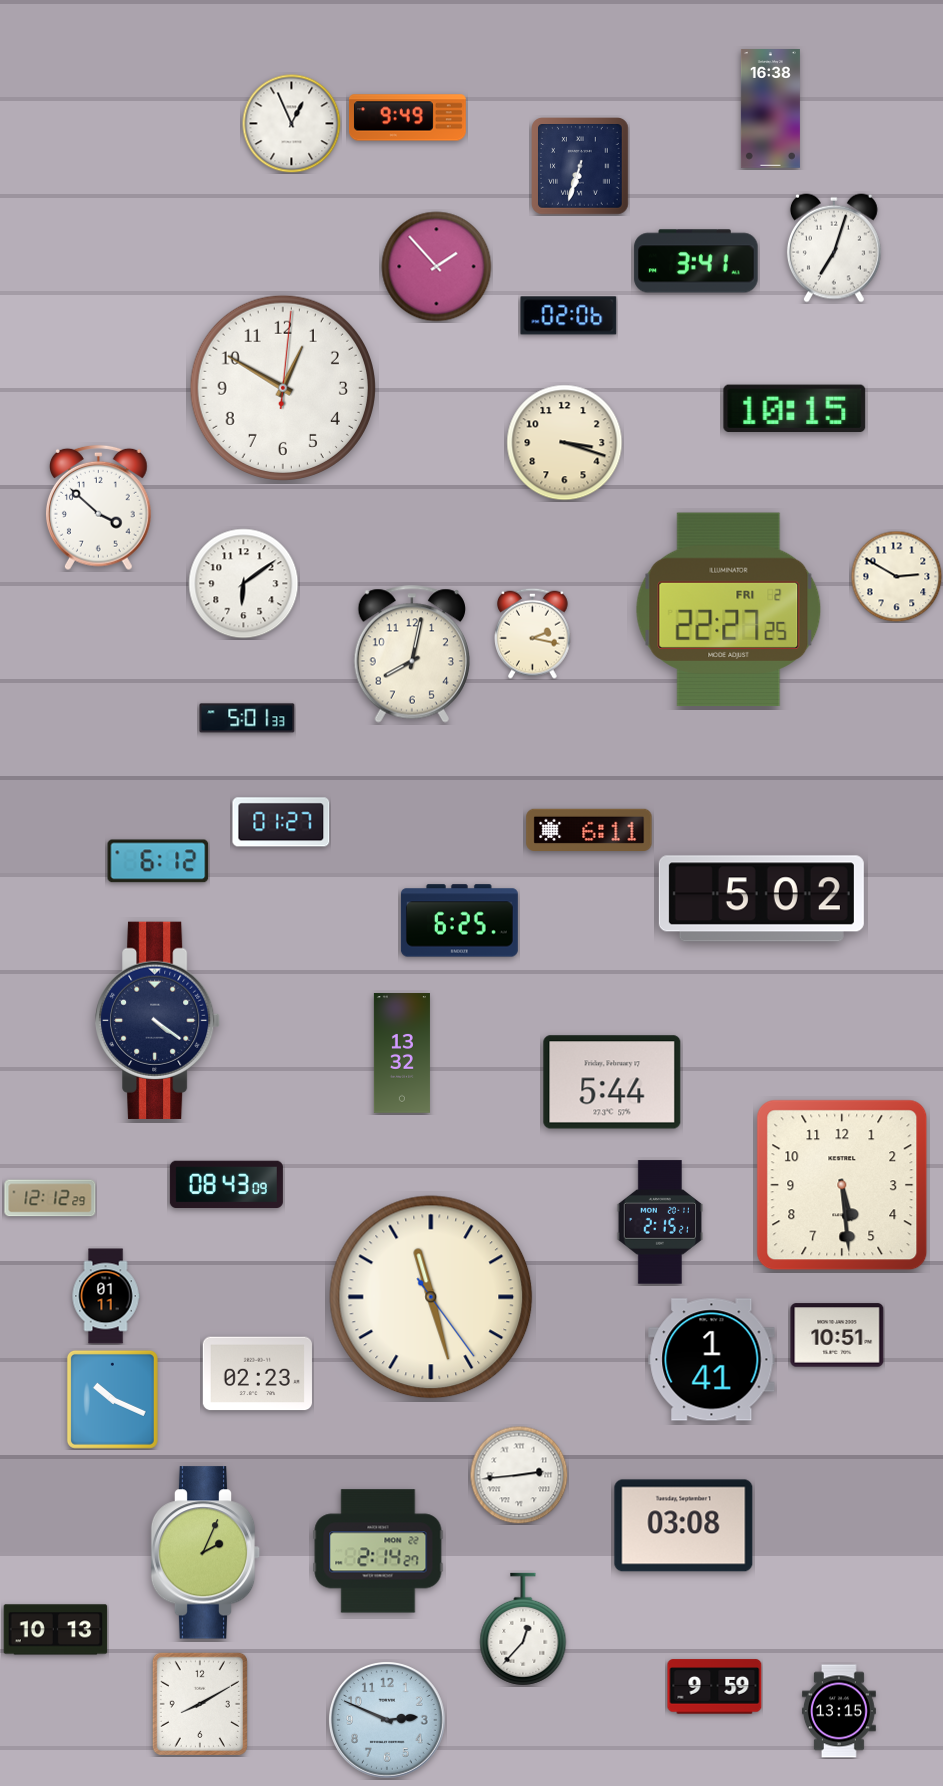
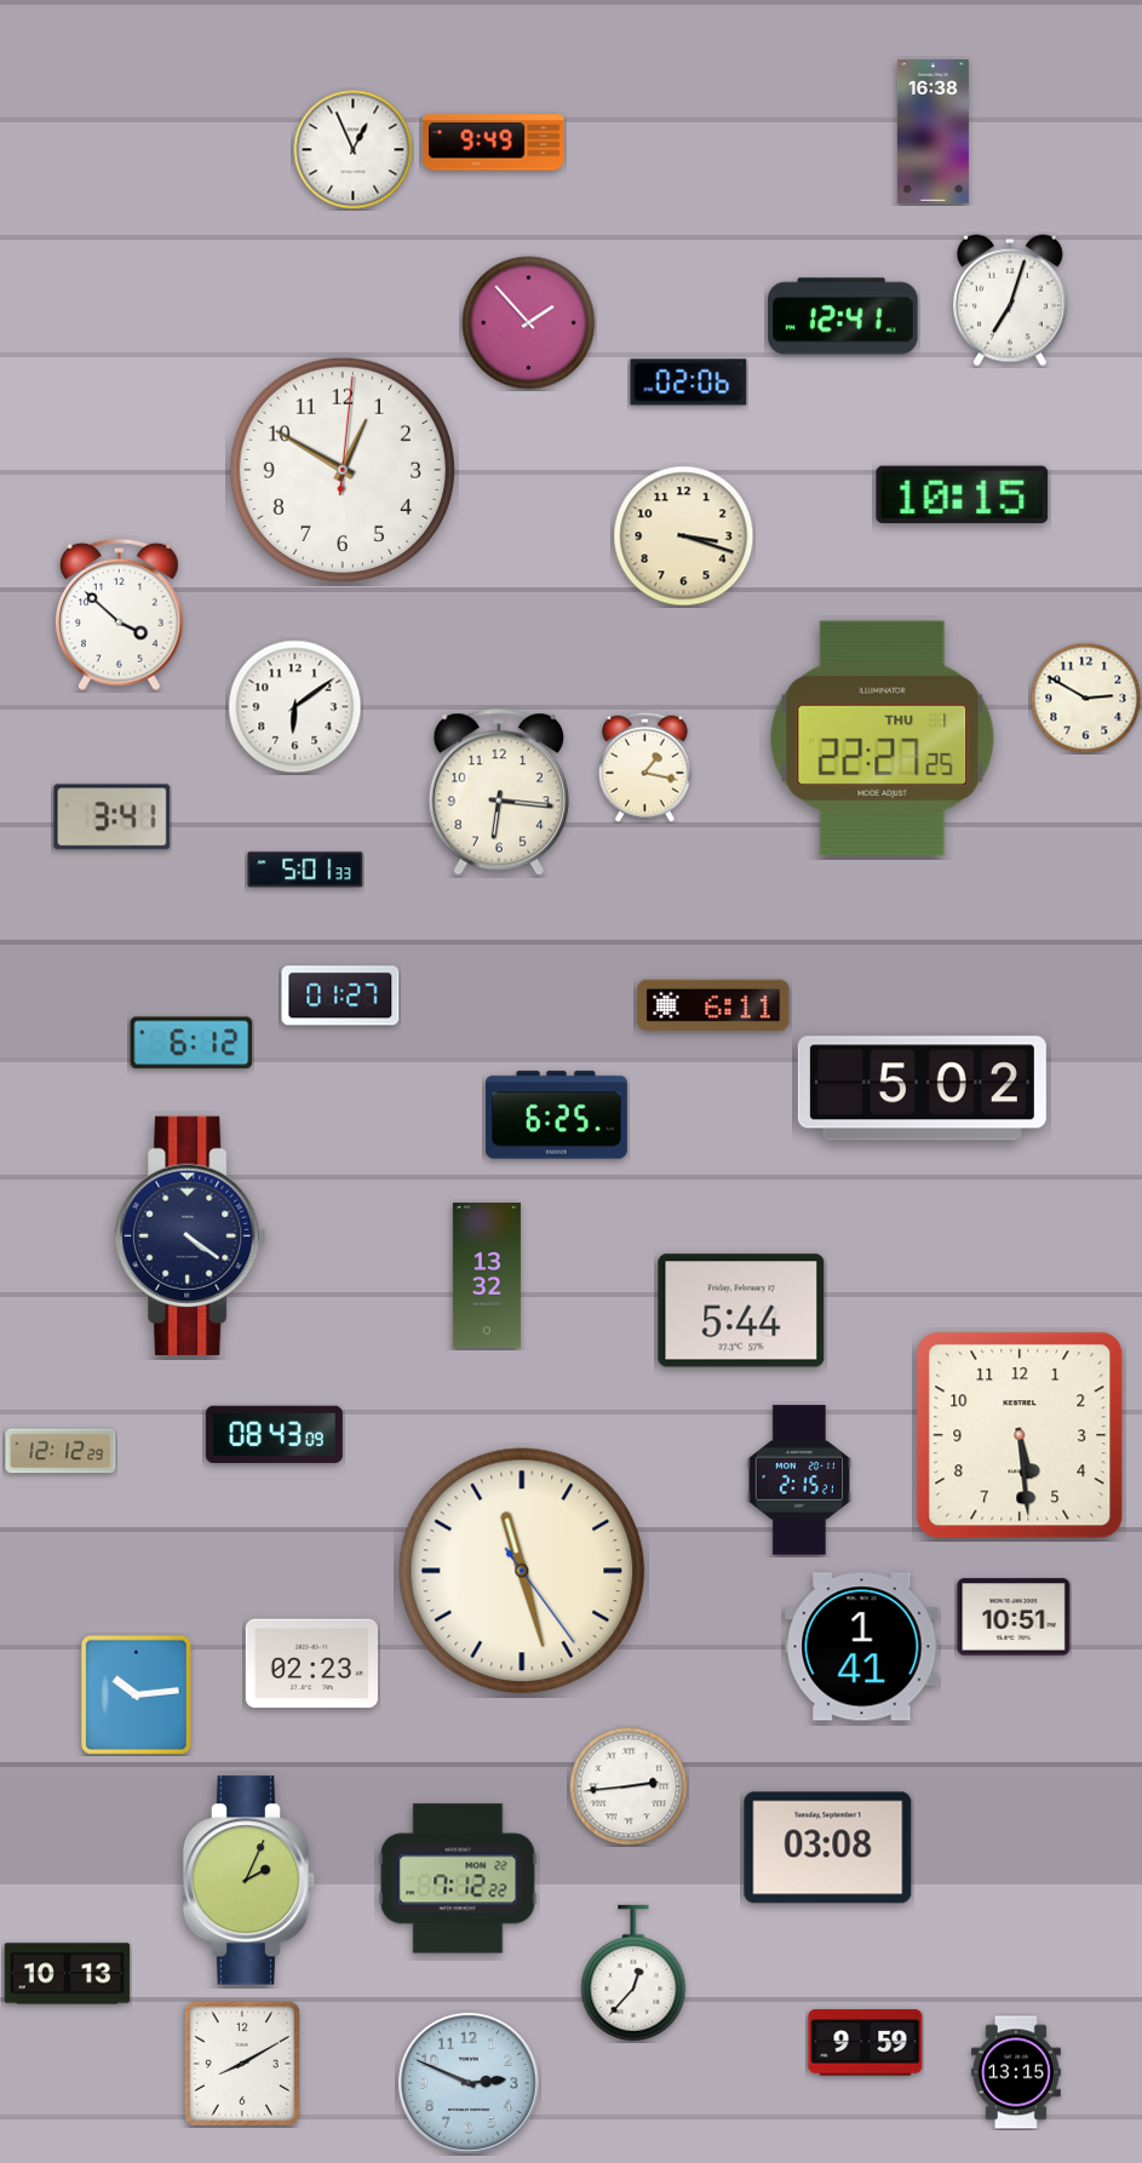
clock at (581, 167): 6:33 -> none
clock at (696, 261): 3:41 -> 12:41
clock at (729, 610) date: FRI 2 -> THU 1
clock at (533, 633): 2:17 -> 1:17
clock at (412, 654): 8:02 -> 6:16
clock at (113, 817): none -> 3:41
clock at (247, 718) position: (247, 718) -> (305, 870)
clock at (106, 1296): 01:11 -> none
clock at (112, 1399): 10:19 -> 10:14
clock at (378, 1551): 2:14 -> 7:12
